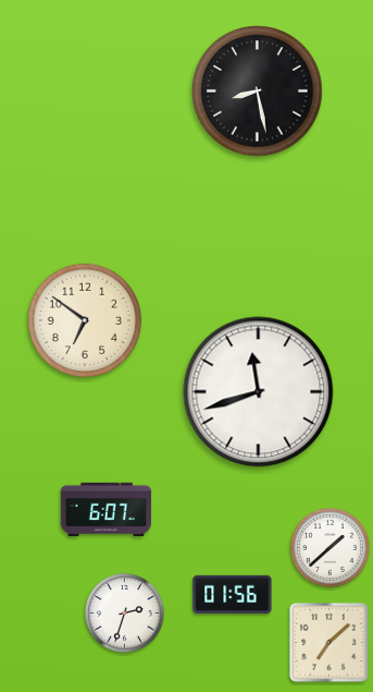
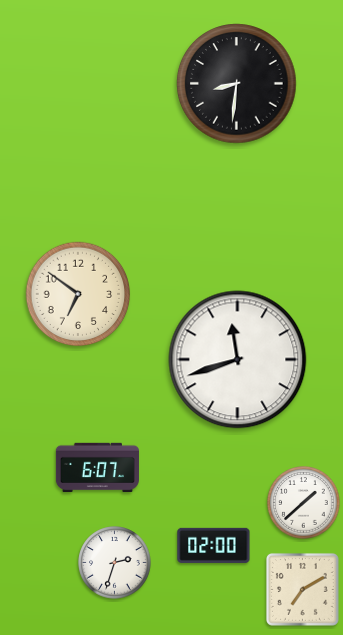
clock at (258, 92): 8:28 -> 8:31
clock at (233, 594): 01:56 -> 02:00
clock at (328, 642): 7:08 -> 7:10
